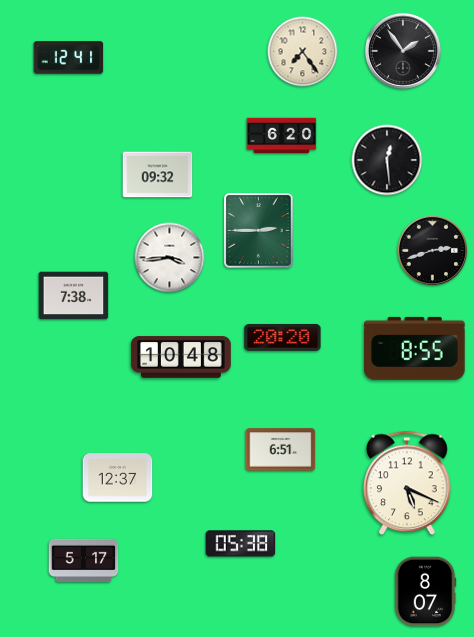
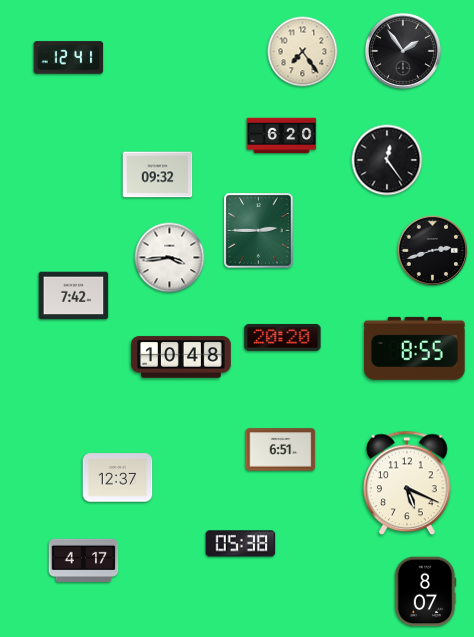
clock at (387, 160): 12:29 -> 12:24
clock at (74, 296): 7:38 -> 7:42
clock at (84, 560): 5:17 -> 4:17
